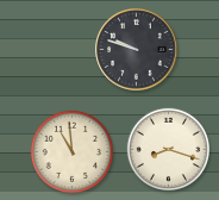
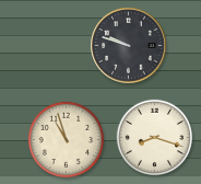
clock at (137, 50) position: (137, 50) -> (129, 46)
clock at (71, 151): 10:59 -> 10:57
